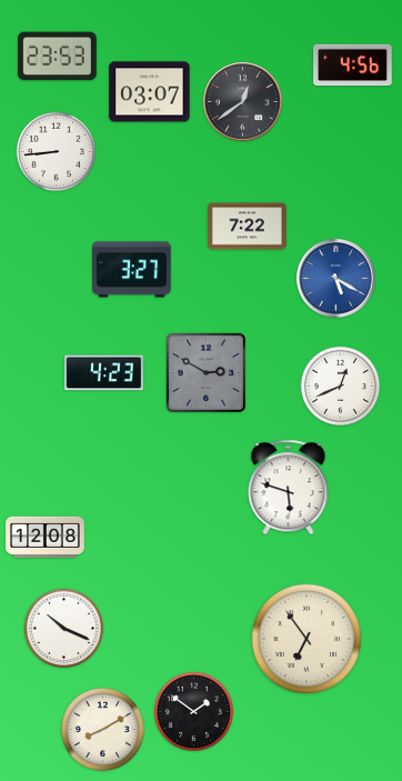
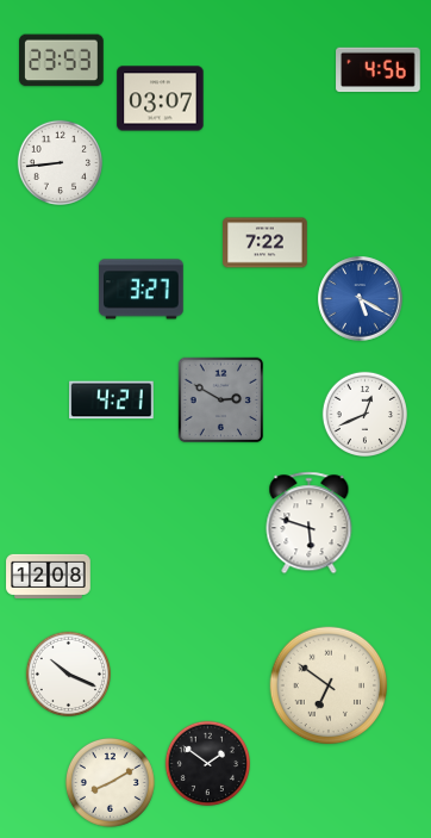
clock at (243, 102): 12:39 -> none
clock at (104, 373): 4:23 -> 4:21
clock at (306, 639): 6:54 -> 6:51
